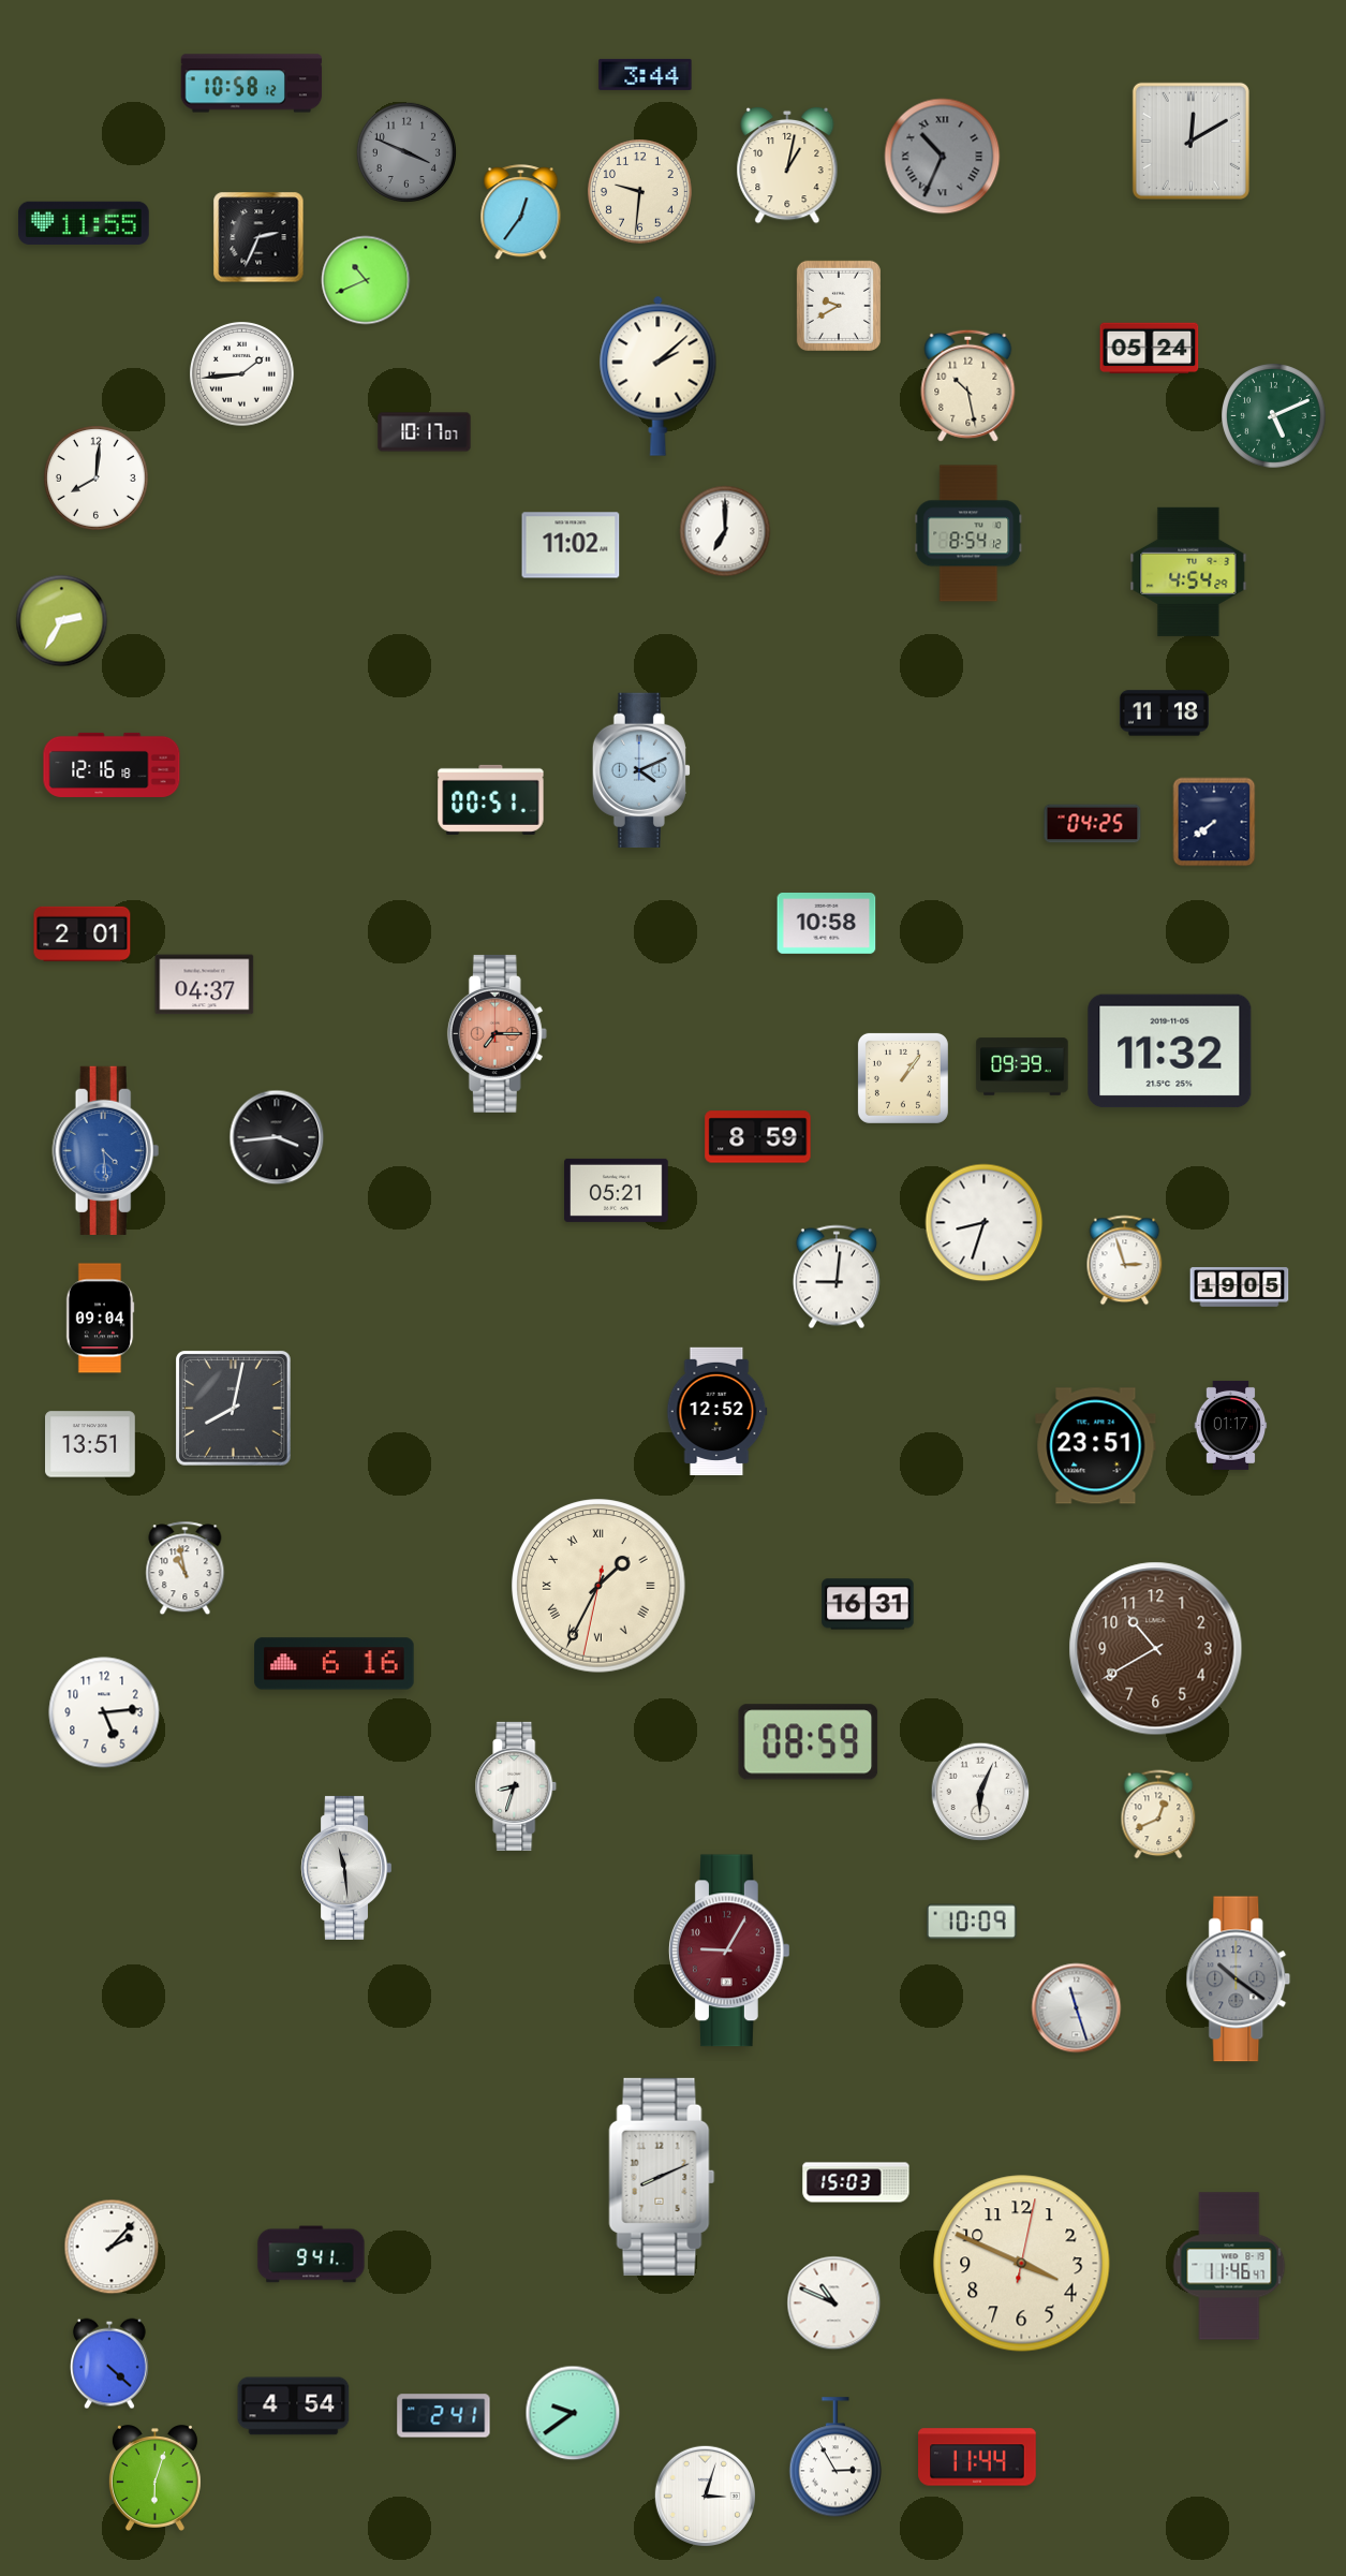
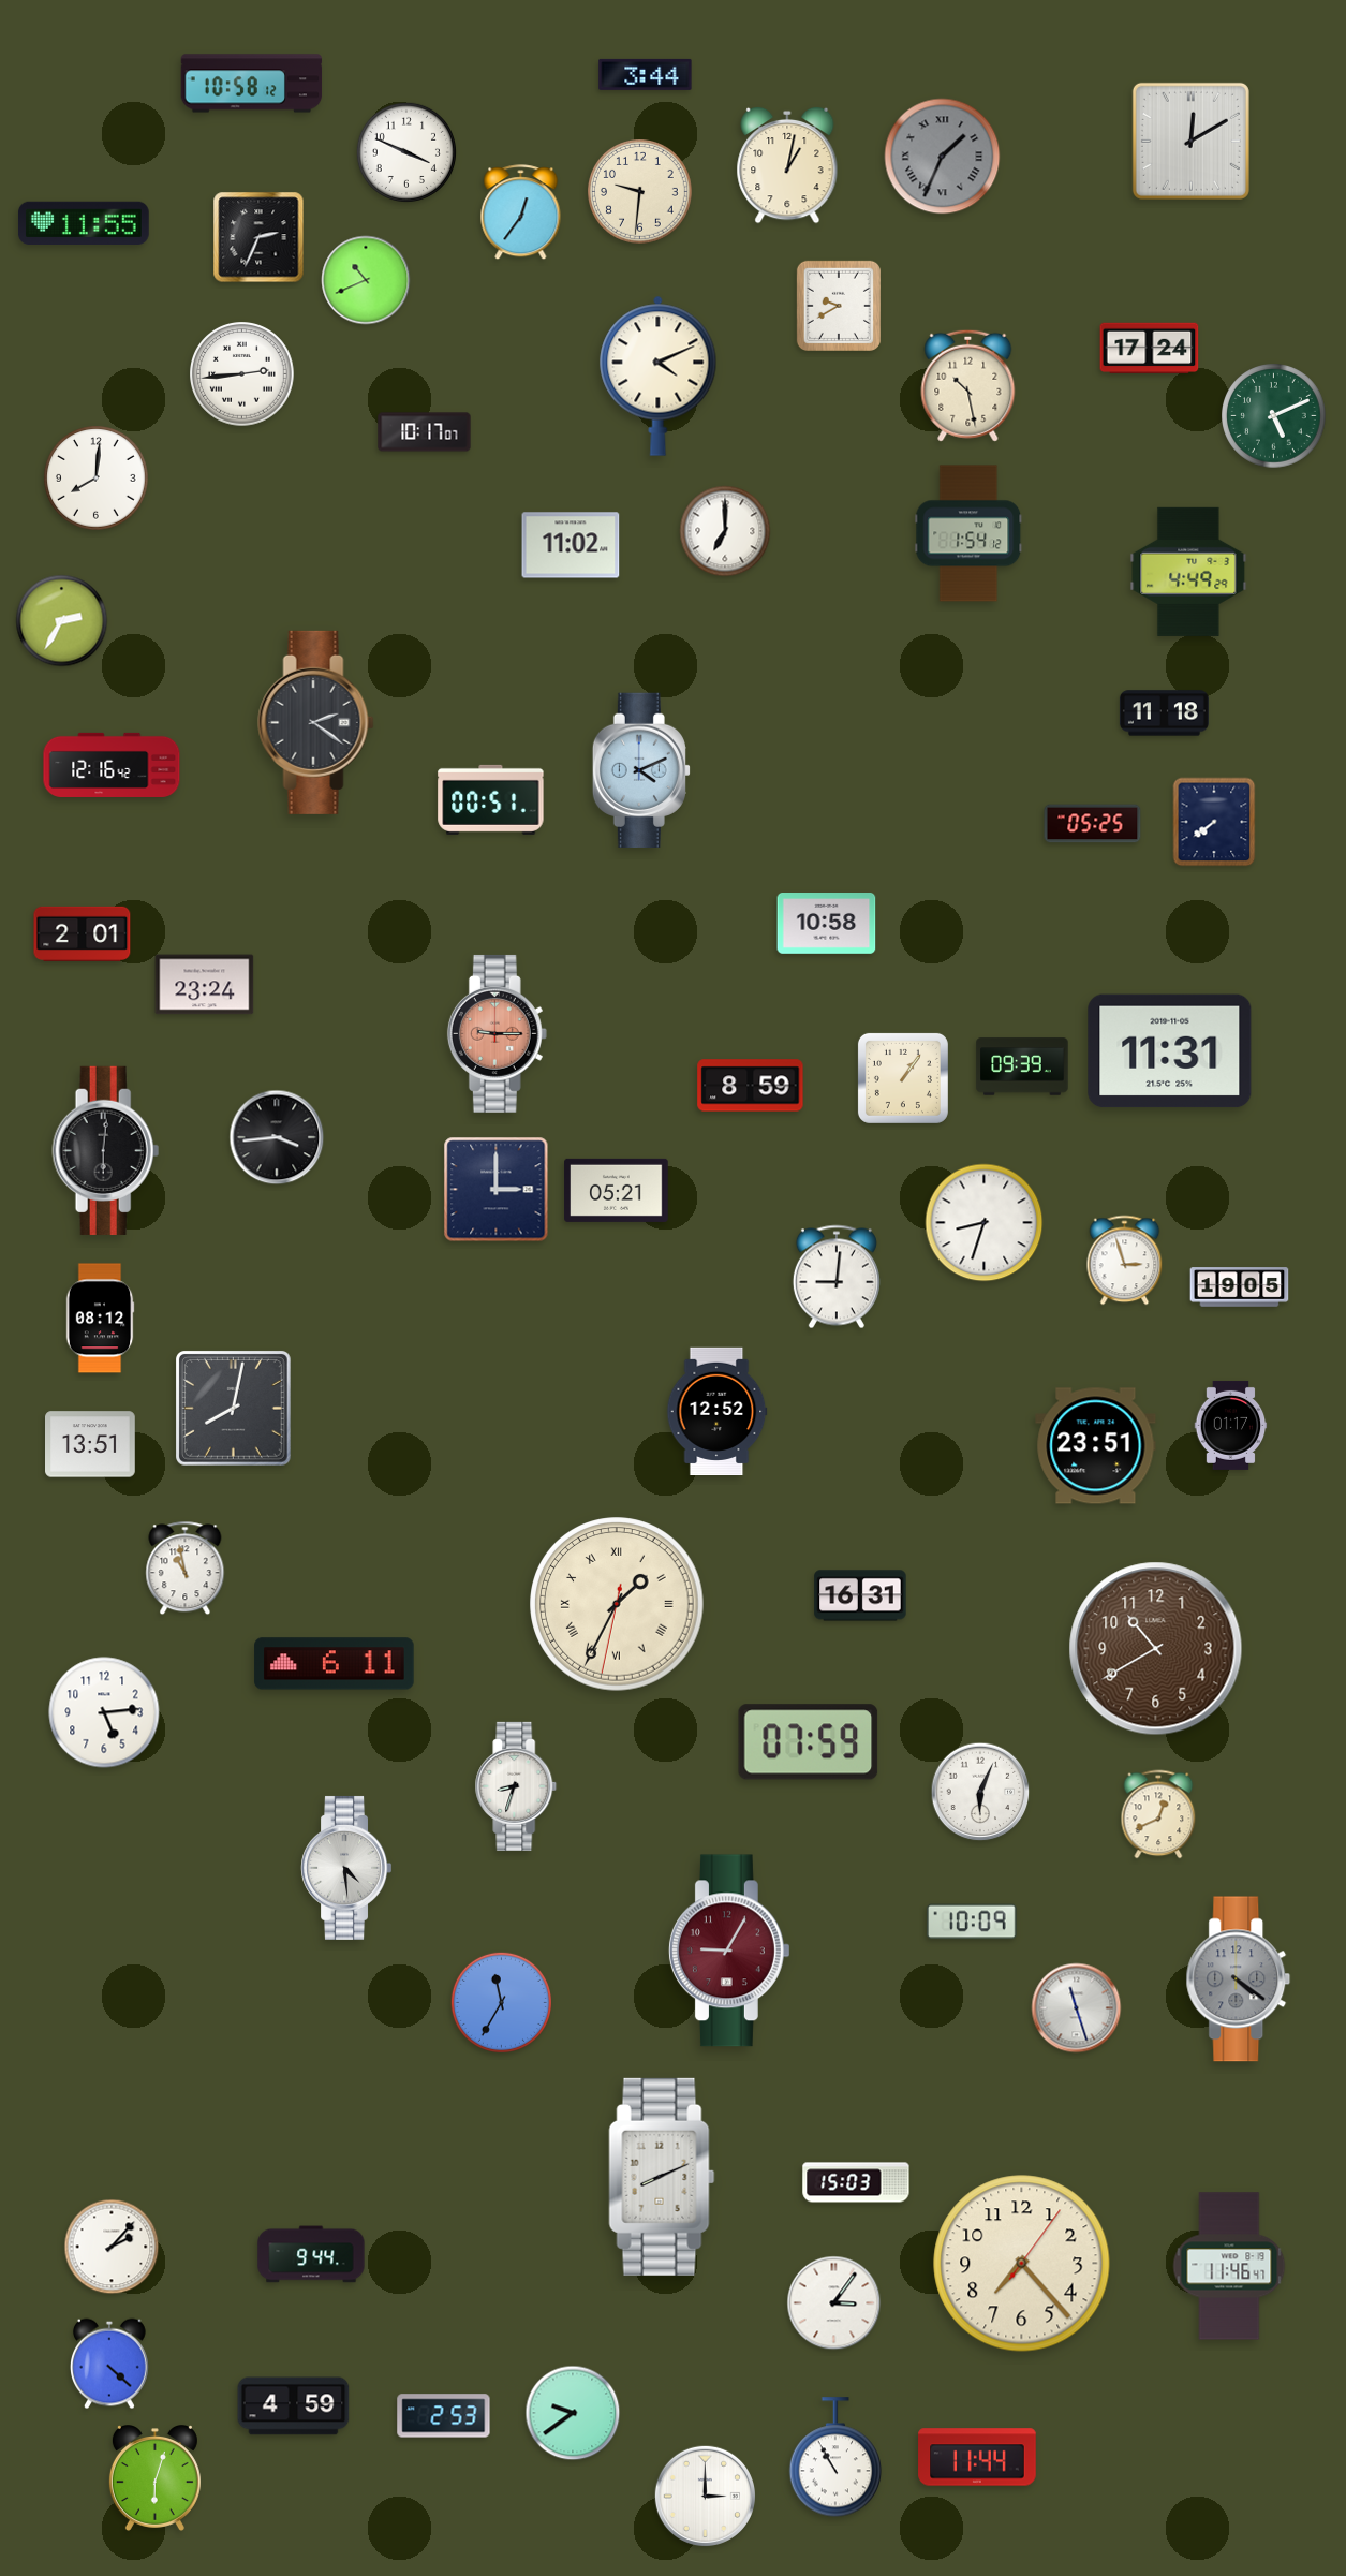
clock at (405, 151) dial: grey -> white
clock at (943, 157): 10:34 -> 1:34
clock at (1150, 349): 05:24 -> 17:24
clock at (242, 374): 1:44 -> 2:44
clock at (659, 376): 2:08 -> 4:11
clock at (968, 533): 8:54 -> 1:54
clock at (1188, 572): 4:54 -> 4:49
clock at (316, 722): none -> 2:21
clock at (112, 765): 12:16:18 -> 12:16:42
clock at (1093, 824): 04:25 -> 05:25
clock at (205, 985): 04:37 -> 23:24
clock at (497, 1033): 7:15 -> 9:15
clock at (1170, 1051): 11:32 -> 11:31
clock at (758, 1137) position: (758, 1137) -> (751, 1086)
clock at (106, 1150): 4:29 -> 6:01
clock at (106, 1150) dial: blue -> black
clock at (497, 1190): none -> 3:00
clock at (100, 1319): 09:04 -> 08:12
clock at (598, 1586) position: (598, 1586) -> (617, 1604)
clock at (868, 1604) position: (868, 1604) -> (860, 1595)
clock at (335, 1664): 6:16 -> 6:11
clock at (809, 1742): 08:59 -> 07:59
clock at (345, 1868): 11:29 -> 4:29
clock at (1239, 1979): 10:21 -> 4:21
clock at (501, 2002): none -> 11:35
clock at (311, 2254): 9:41 -> 9:44
clock at (1022, 2264): 3:49 -> 7:23
clock at (834, 2303): 10:49 -> 3:06
clock at (294, 2406): 4:54 -> 4:59
clock at (444, 2416): 2:41 -> 2:53
clock at (835, 2458): 2:55 -> 10:55
clock at (705, 2496): 3:03 -> 3:00
